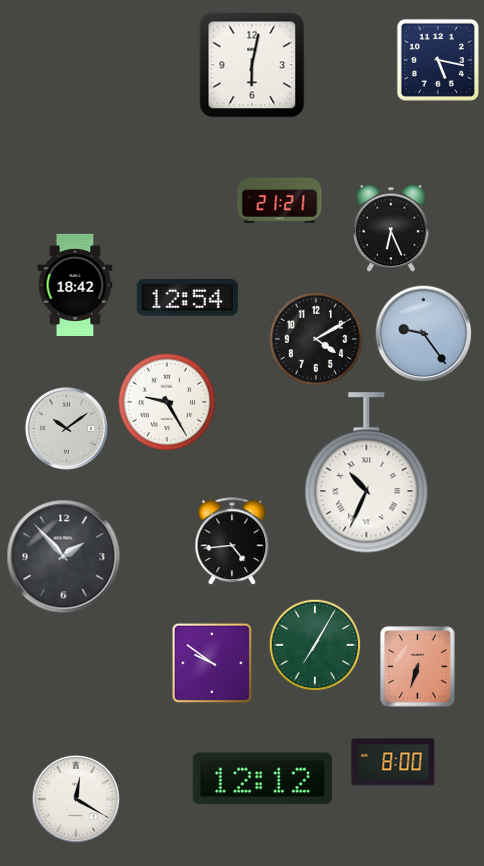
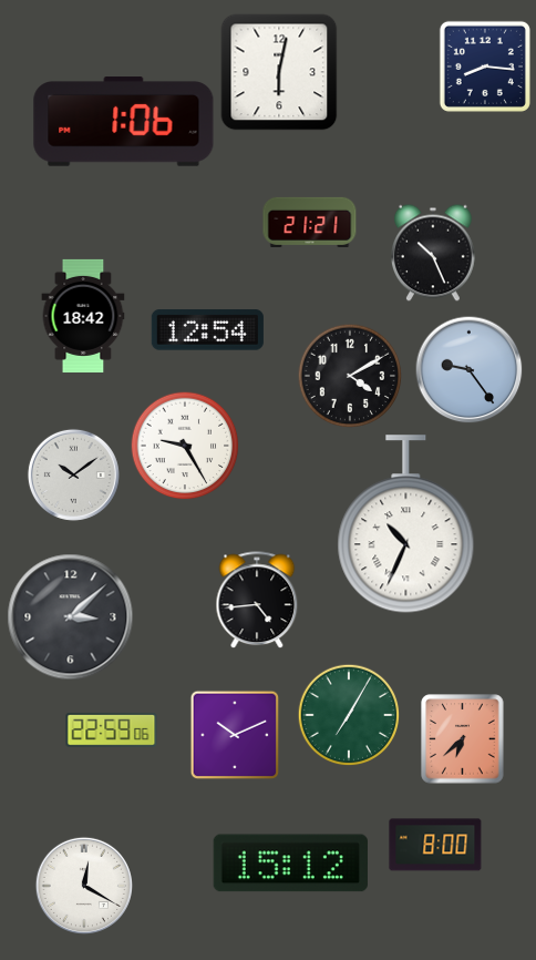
clock at (438, 60): 5:17 -> 8:16
clock at (124, 122): none -> 1:06
clock at (392, 228): 6:26 -> 10:26
clock at (64, 557): 1:53 -> 3:08
clock at (112, 731): none -> 22:59
clock at (212, 663): 9:51 -> 10:11
clock at (418, 667): 6:33 -> 6:38
clock at (262, 779): 12:12 -> 15:12
